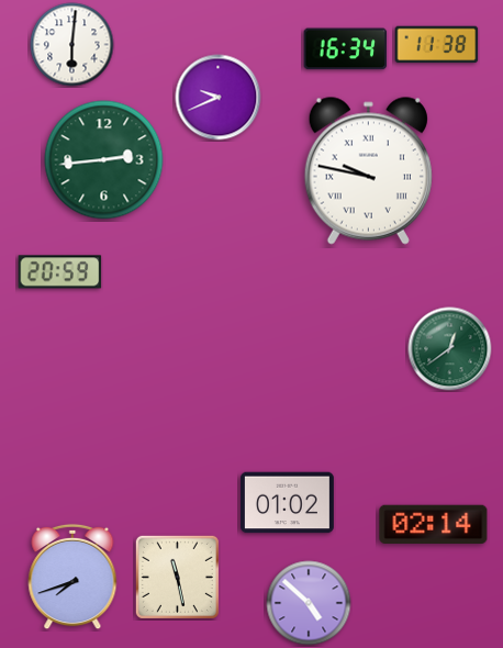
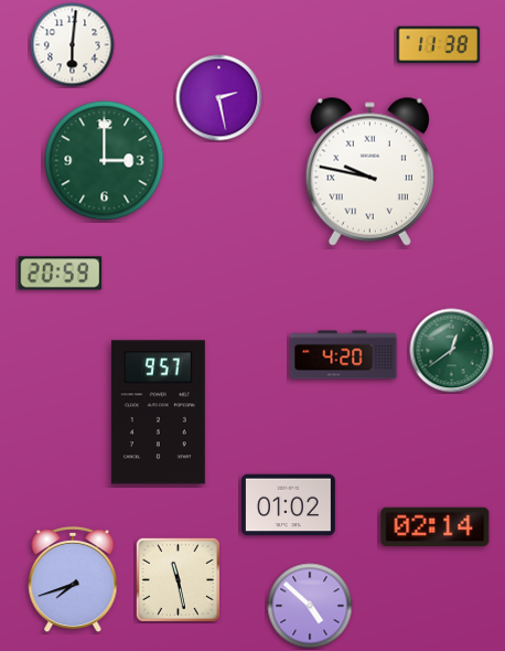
clock at (346, 49): 16:34 -> none
clock at (219, 98): 9:41 -> 2:28
clock at (104, 160): 2:44 -> 3:00
clock at (344, 355): none -> 4:20
clock at (158, 413): none -> 9:57
